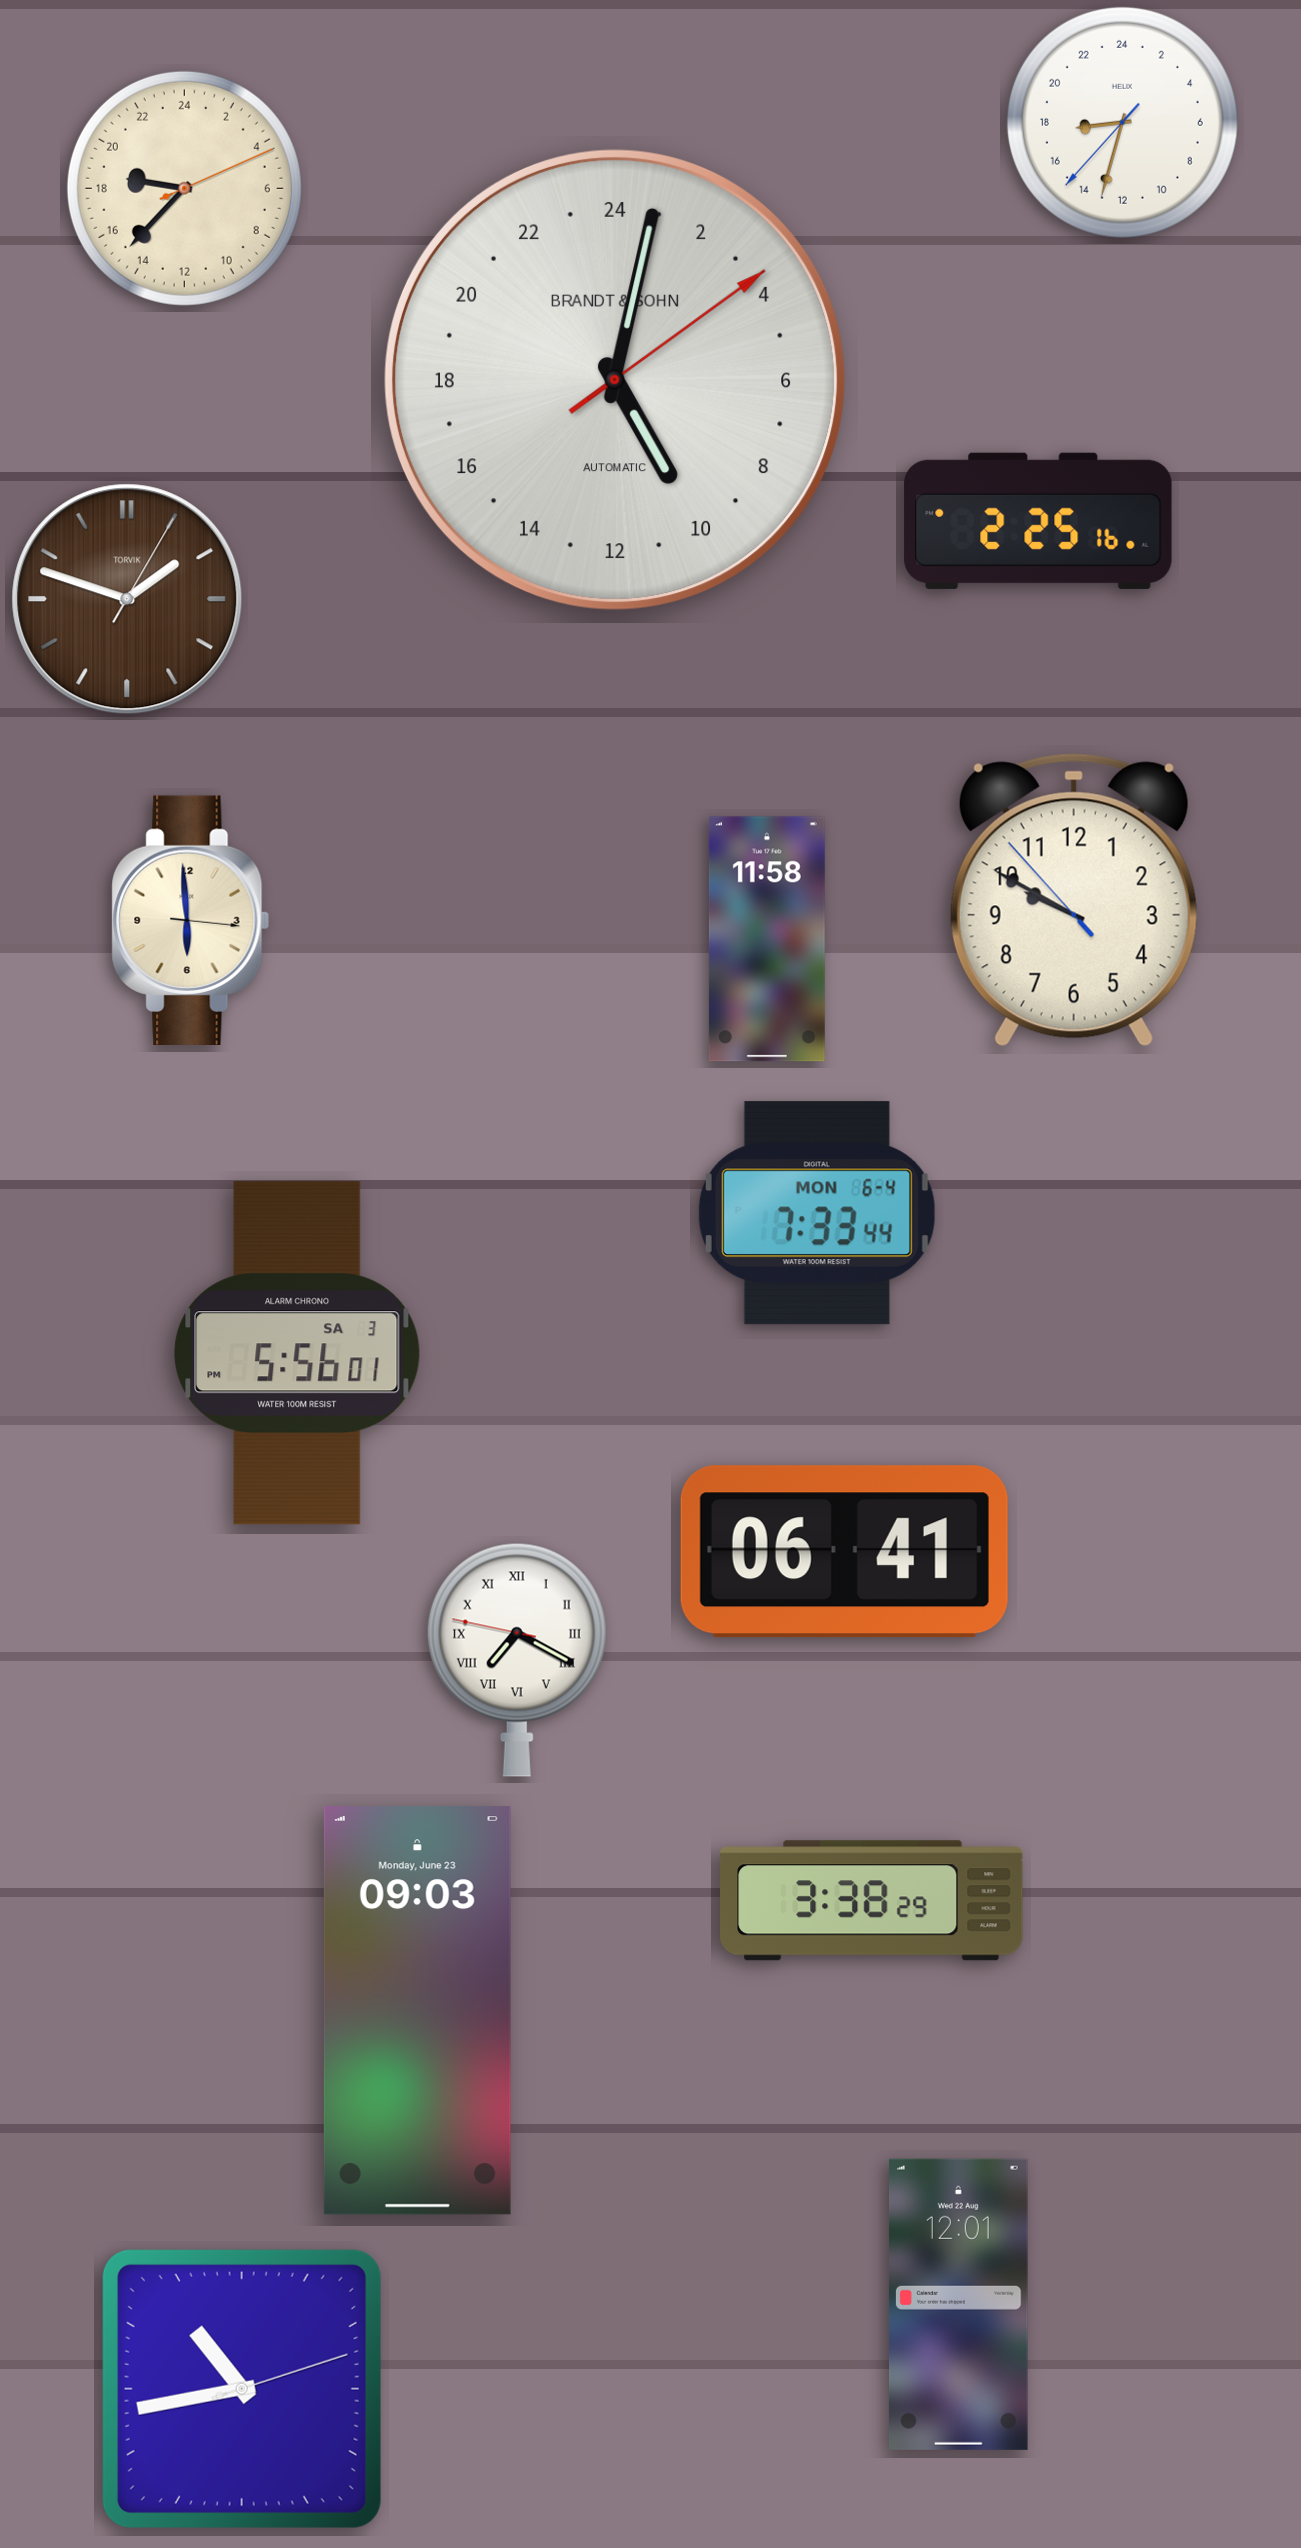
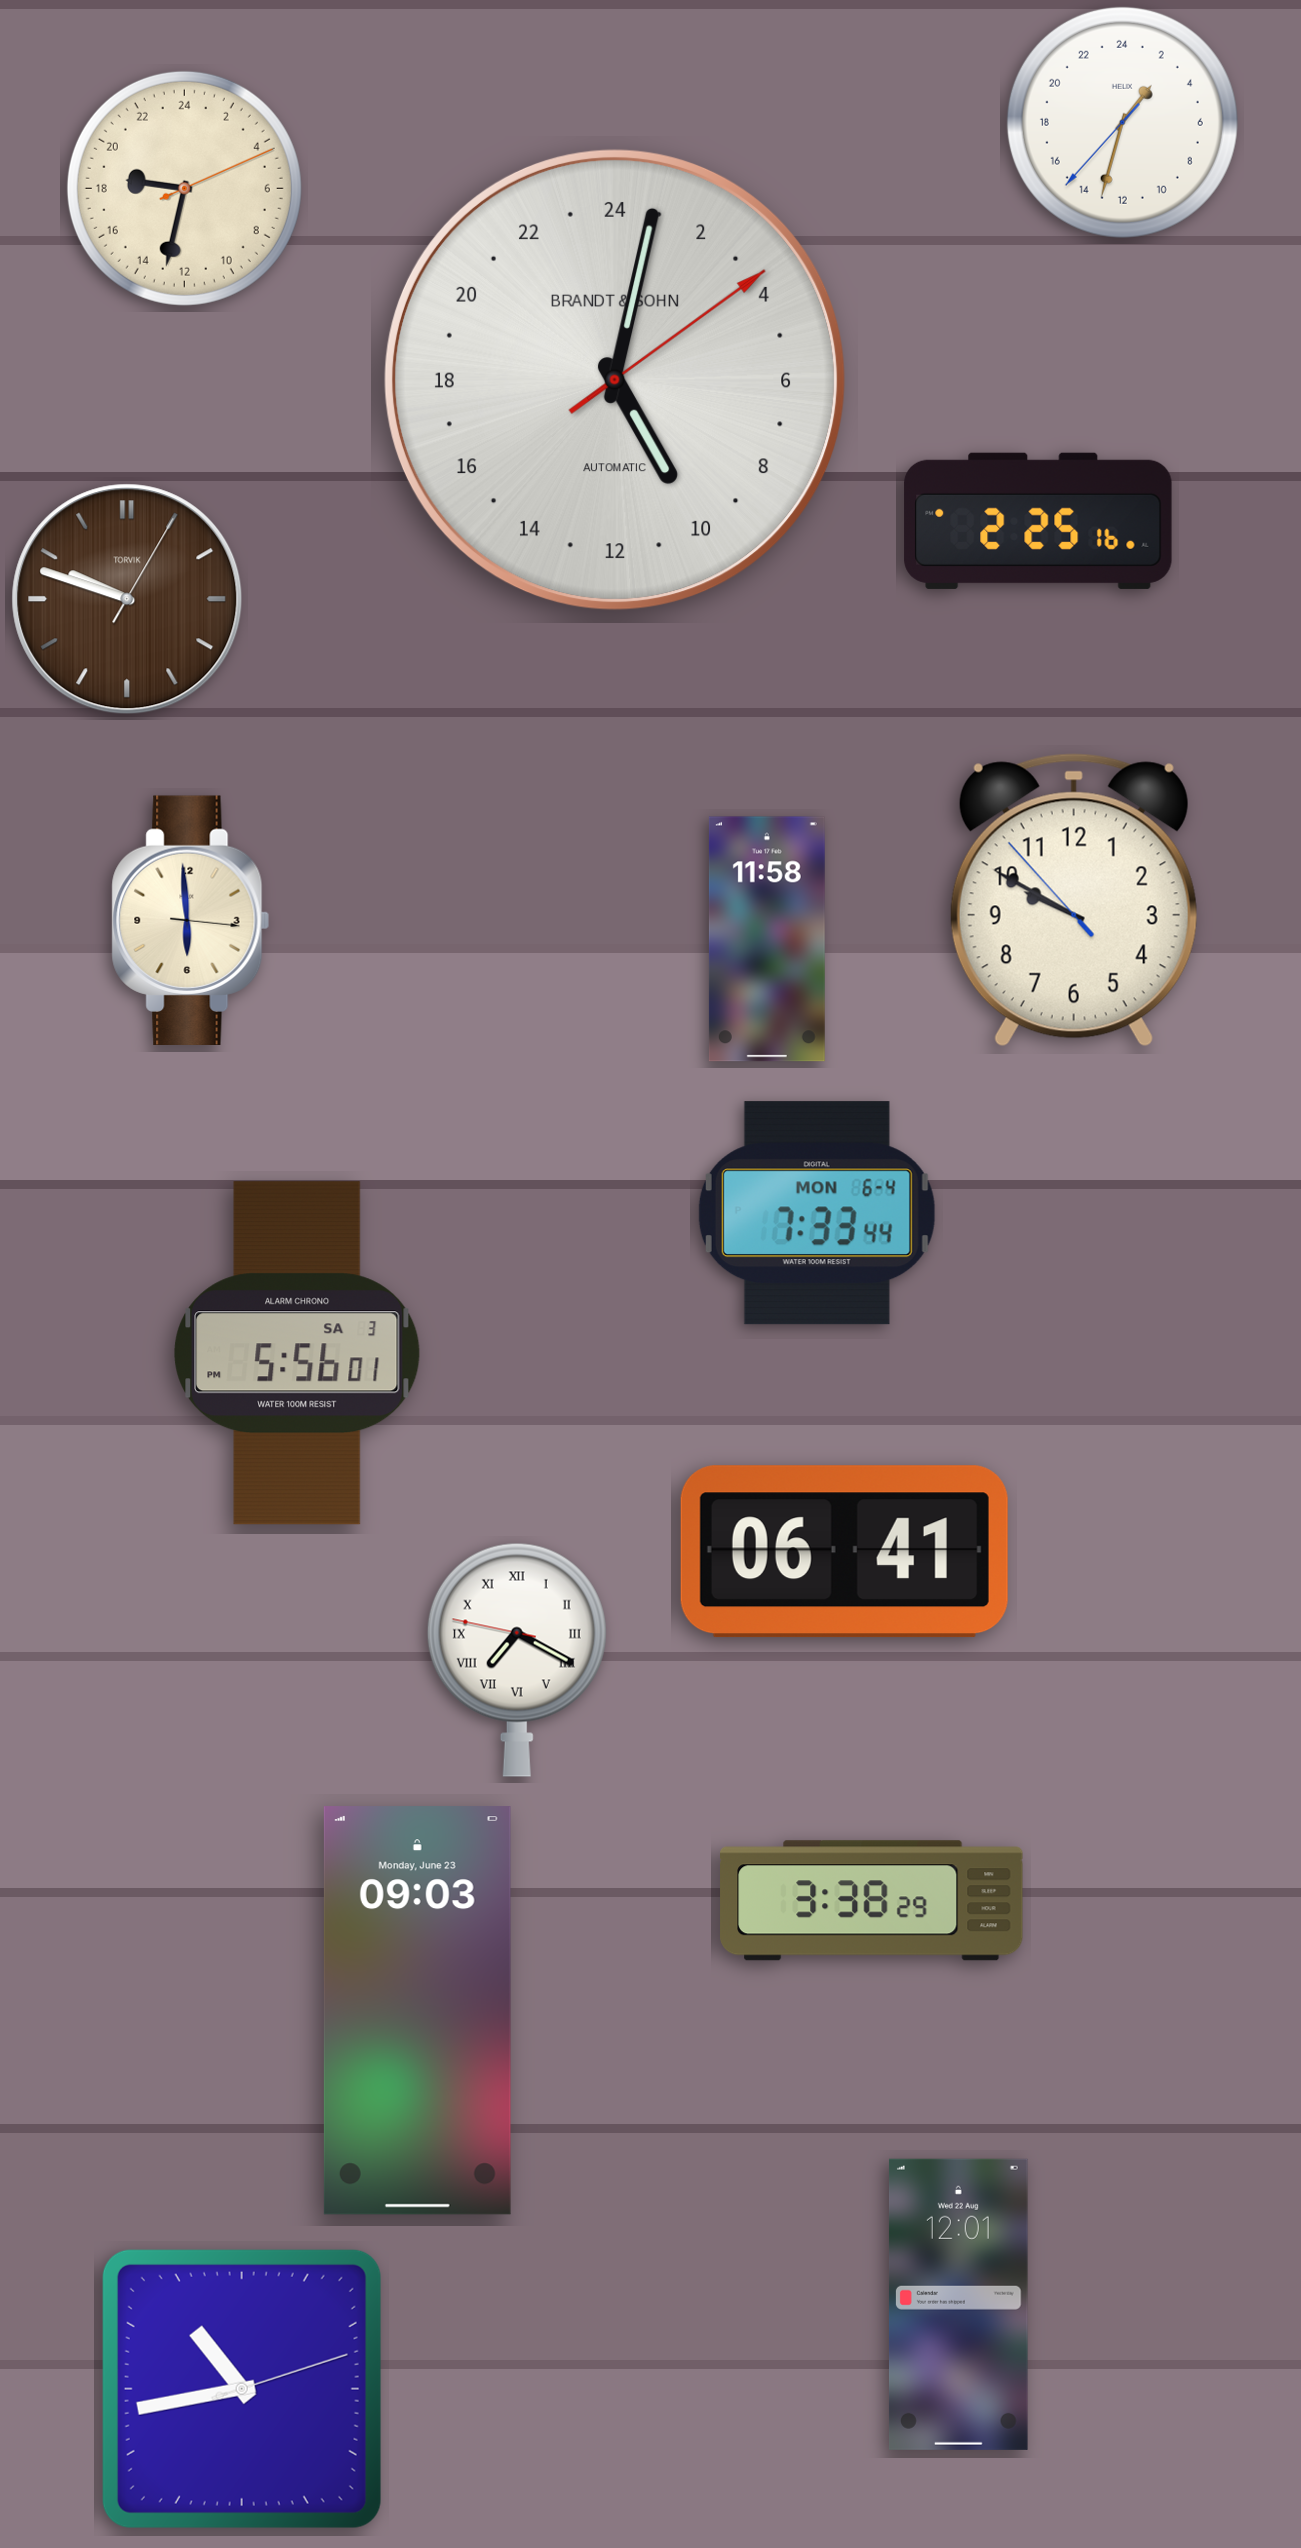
clock at (1122, 122): 17:32 -> 2:32
clock at (184, 188): 18:37 -> 18:32
clock at (127, 599): 1:48 -> 9:48
